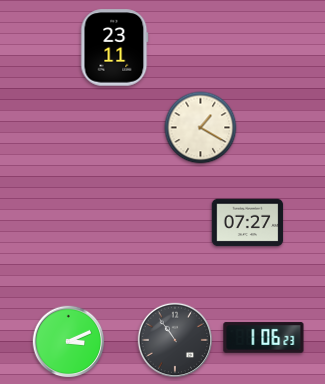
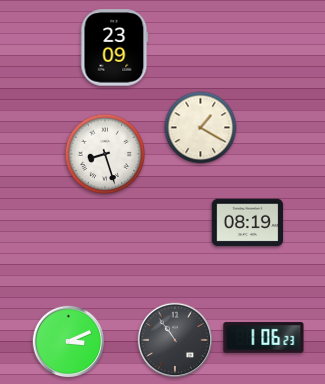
clock at (115, 48): 23:11 -> 23:09
clock at (105, 154): none -> 8:27
clock at (248, 223): 07:27 -> 08:19
